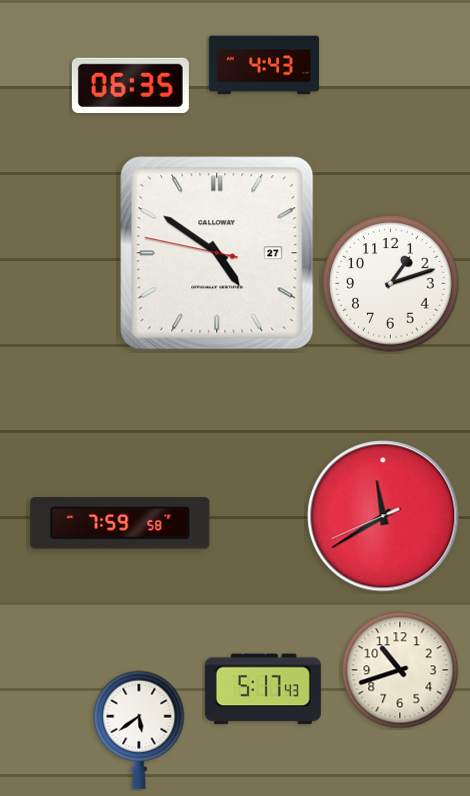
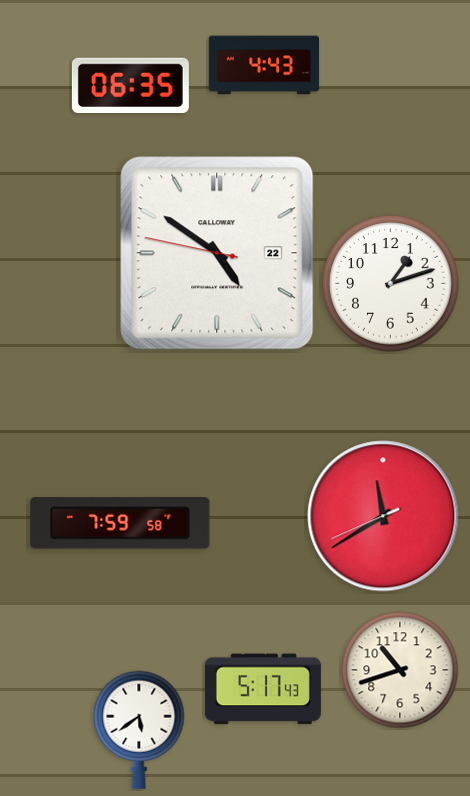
clock at (217, 253) date: 27 -> 22
